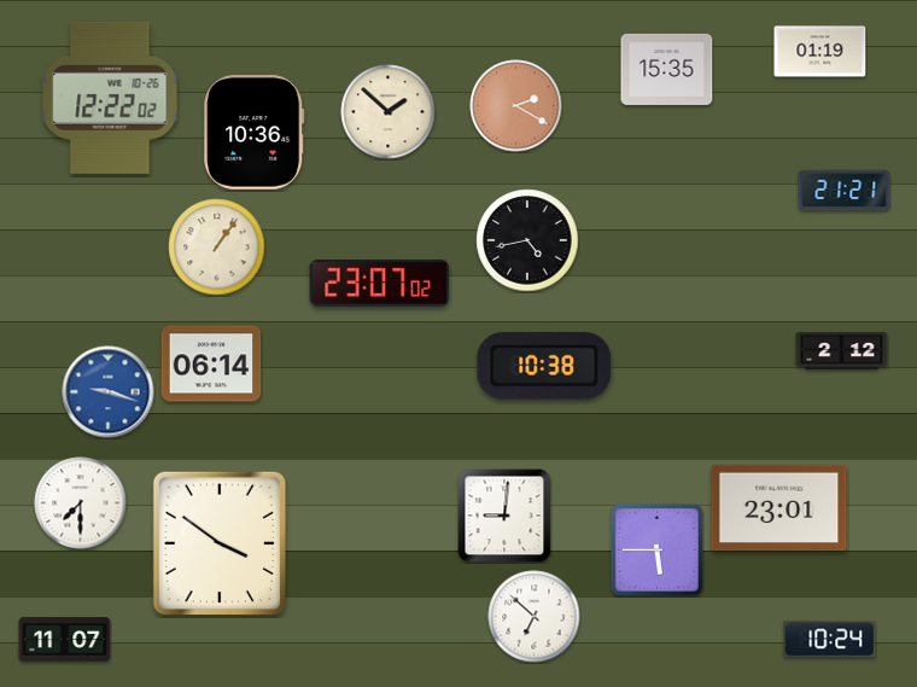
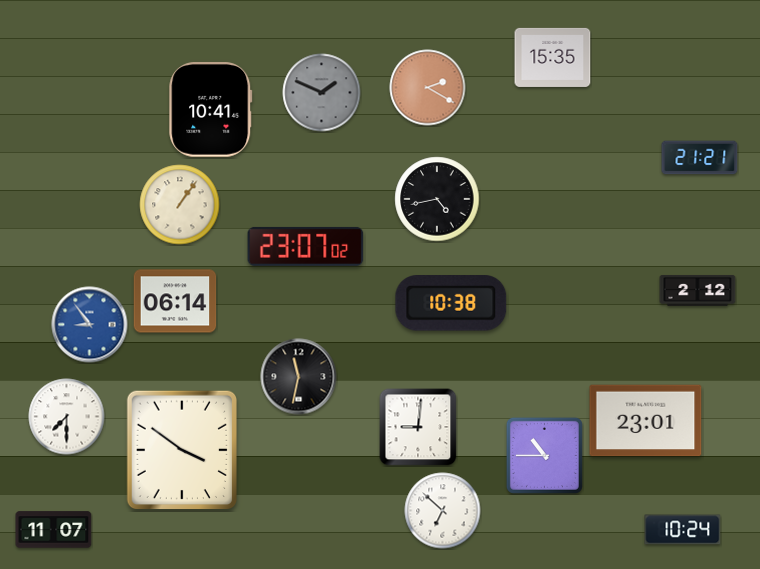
clock at (820, 52): 01:19 -> none
clock at (110, 98): 12:22 -> none
clock at (389, 112): 1:52 -> 1:49
clock at (389, 112) dial: cream -> grey
clock at (255, 133): 10:36 -> 10:41
clock at (380, 283) position: (380, 283) -> (306, 246)
clock at (109, 392): 9:18 -> 8:54
clock at (299, 377): none -> 11:32
clock at (656, 549): 5:45 -> 10:45
clock at (830, 640) position: (830, 640) -> (683, 530)
